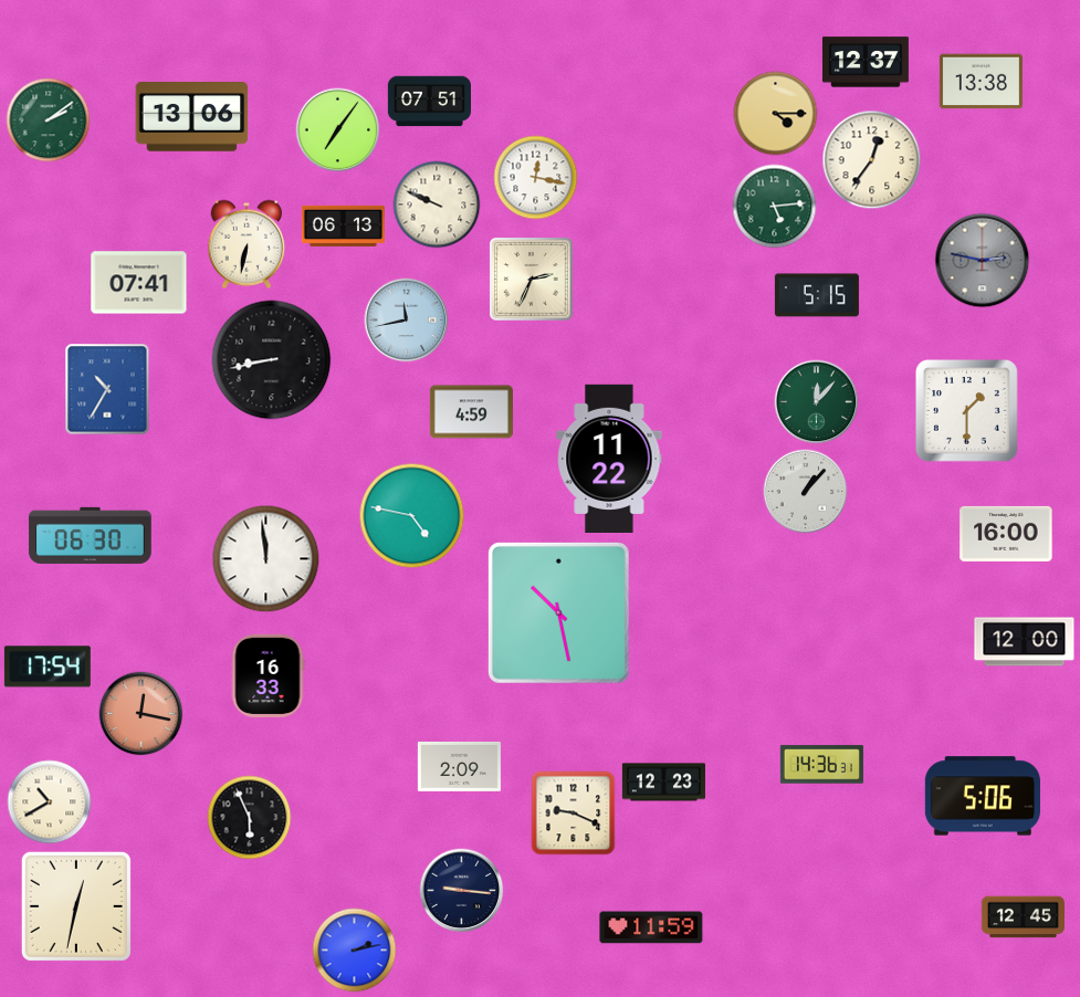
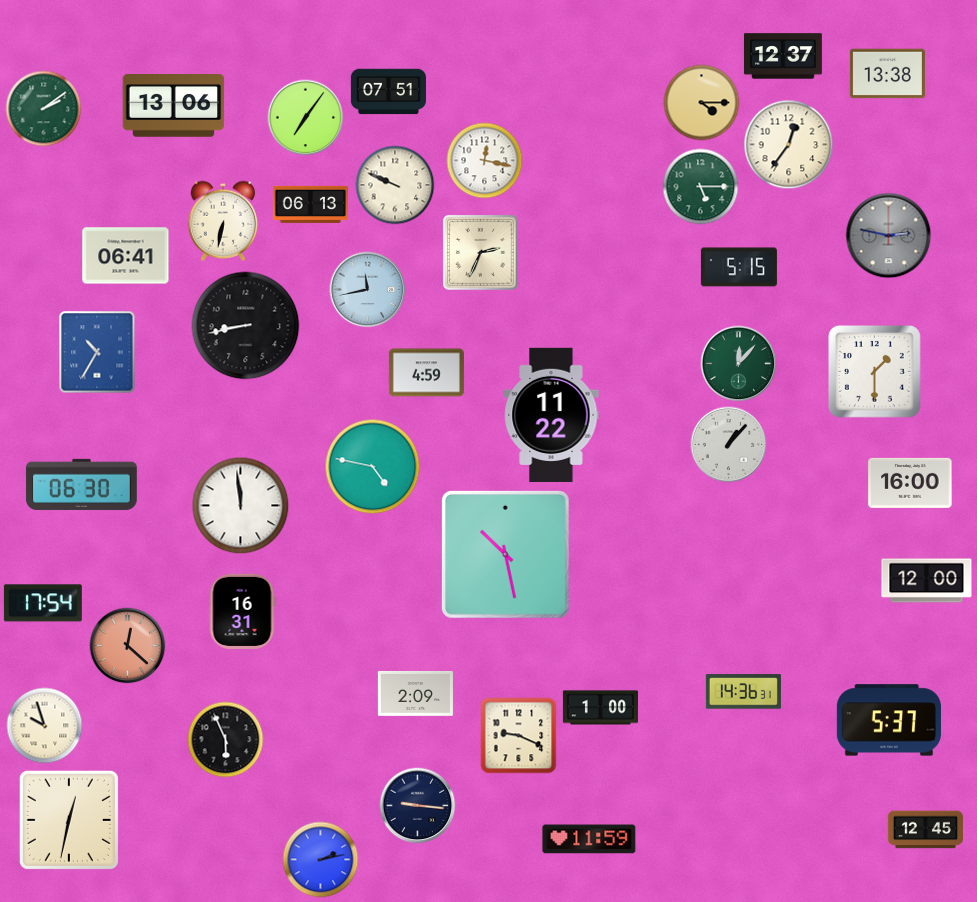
clock at (775, 207): 5:14 -> 5:15
clock at (139, 283): 07:41 -> 06:41
clock at (268, 675): 16:33 -> 16:31
clock at (141, 714): 12:17 -> 12:22
clock at (663, 783): 12:23 -> 1:00
clock at (983, 796): 5:06 -> 5:37
clock at (50, 802): 10:40 -> 9:57
